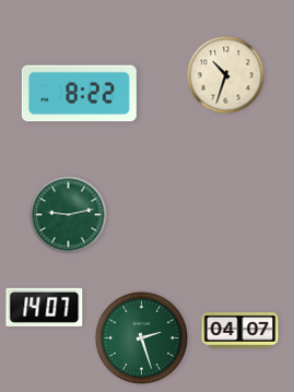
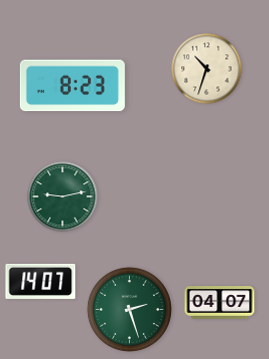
clock at (79, 94): 8:22 -> 8:23
